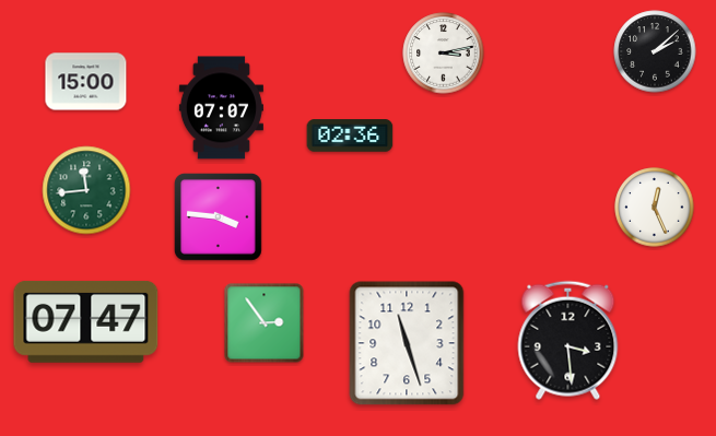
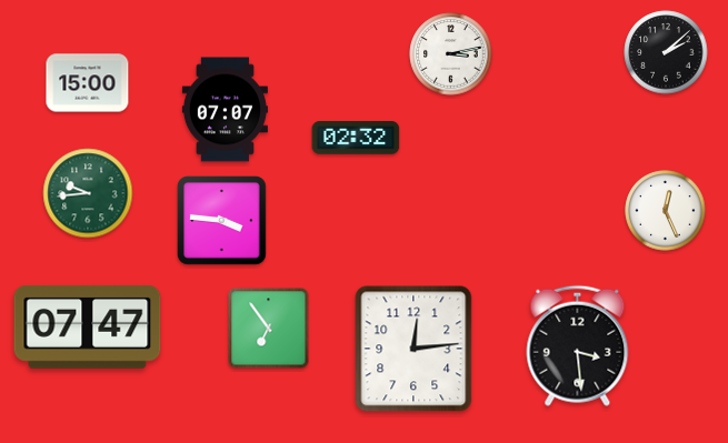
clock at (350, 135): 02:36 -> 02:32
clock at (86, 190): 11:44 -> 9:44
clock at (265, 323): 2:54 -> 6:54
clock at (407, 343): 11:27 -> 12:14
